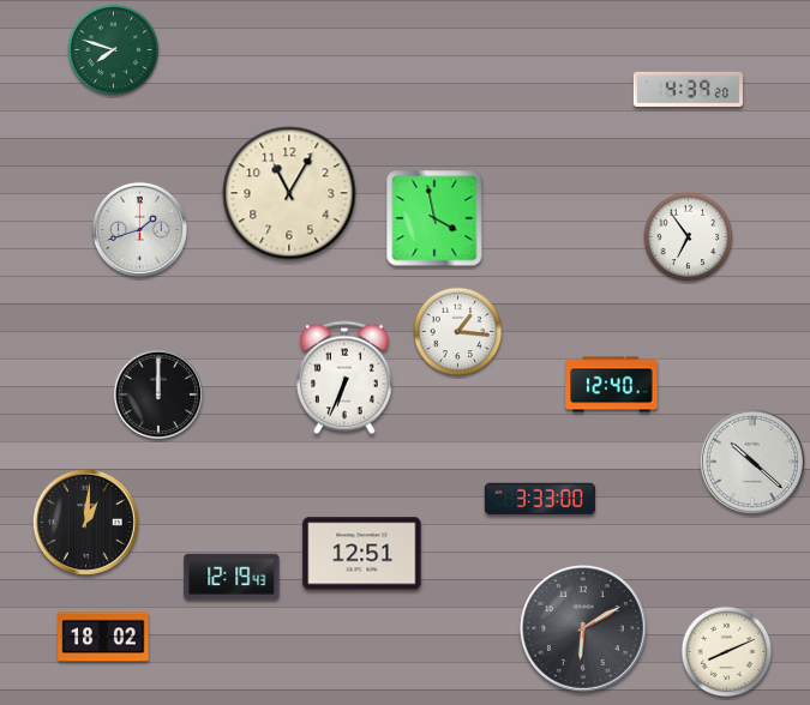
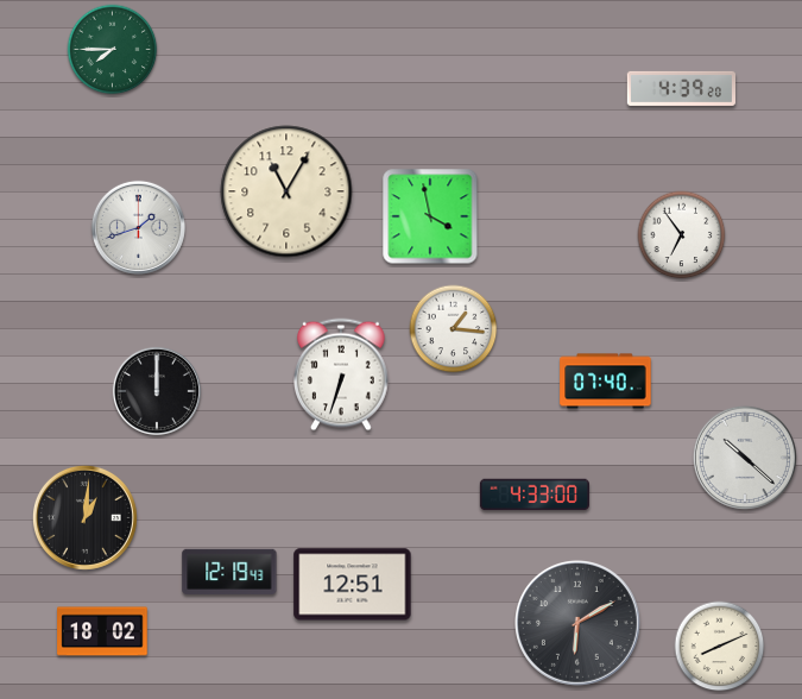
clock at (114, 50): 7:48 -> 7:45
clock at (346, 378): 6:34 -> 6:33
clock at (612, 385): 12:40 -> 07:40
clock at (540, 499): 3:33 -> 4:33
clock at (362, 554) position: (362, 554) -> (353, 585)
